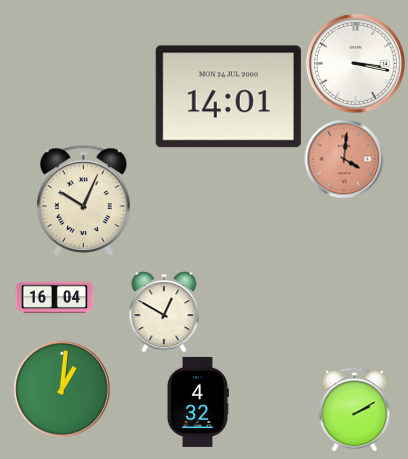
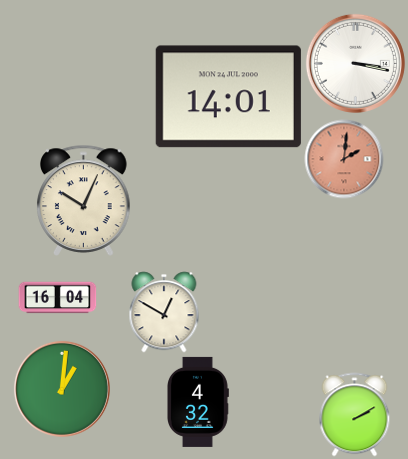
clock at (344, 159): 4:01 -> 2:01
clock at (54, 298) position: (54, 298) -> (57, 298)
clock at (355, 409) position: (355, 409) -> (355, 414)
